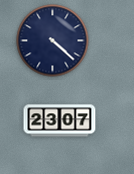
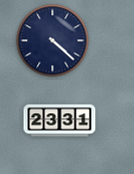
clock at (60, 121): 23:07 -> 23:31
